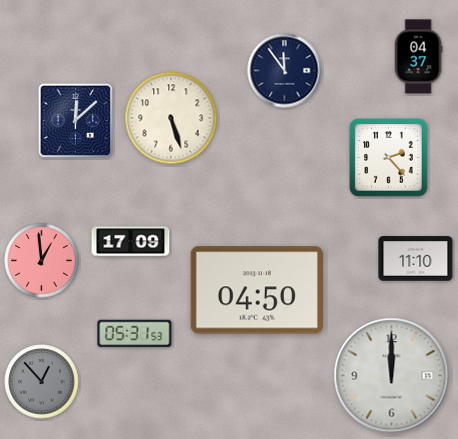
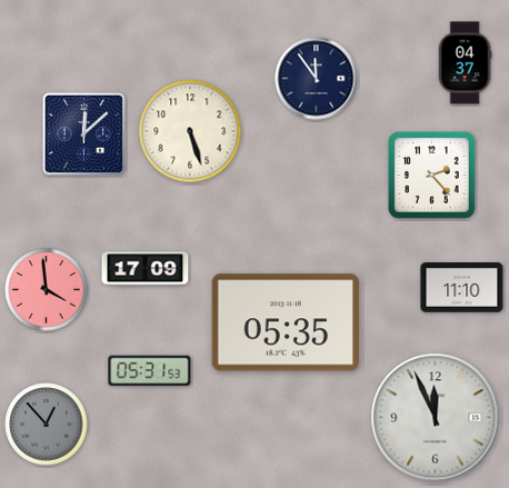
clock at (42, 261): 12:59 -> 3:59
clock at (256, 290): 04:50 -> 05:35
clock at (392, 376): 12:00 -> 11:56
